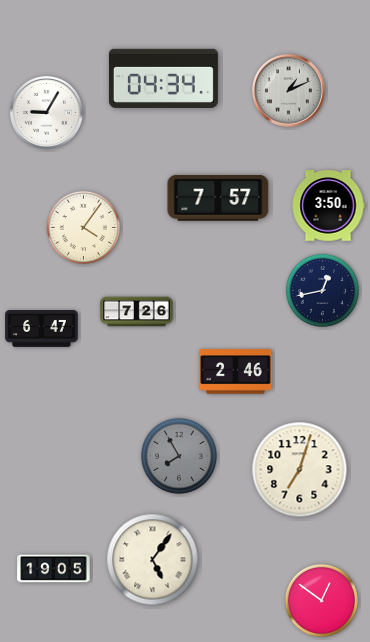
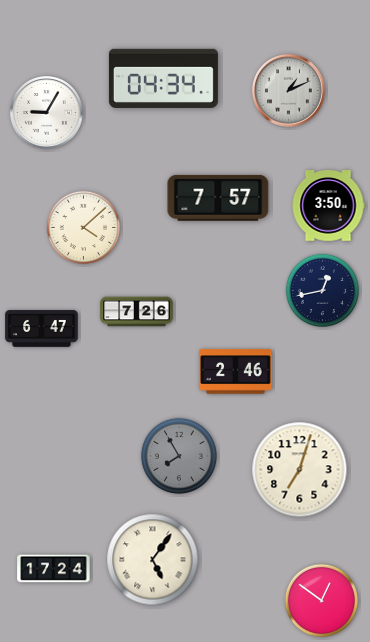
clock at (83, 227): 4:06 -> 4:08
clock at (54, 569): 19:05 -> 17:24
